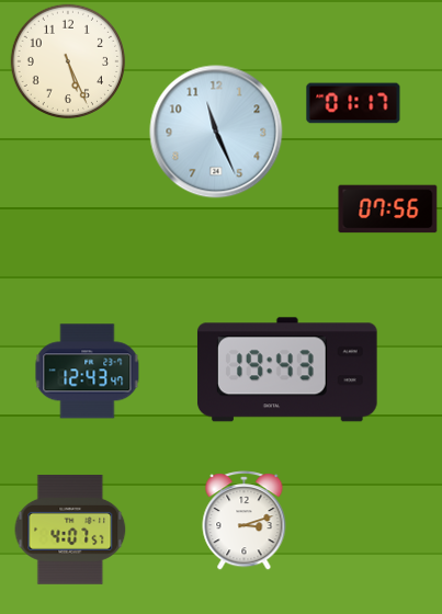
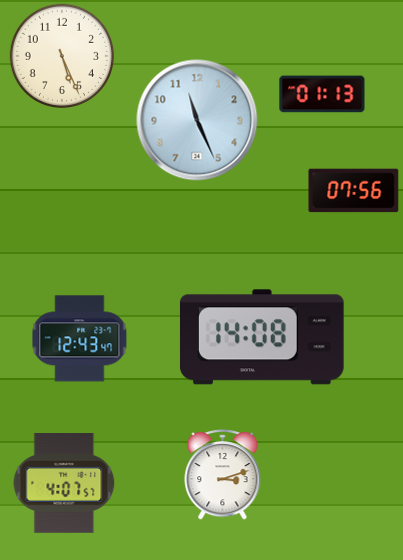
clock at (353, 103): 01:17 -> 01:13
clock at (287, 369): 19:43 -> 14:08
